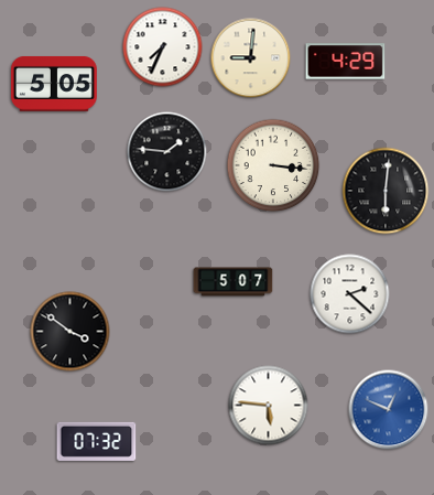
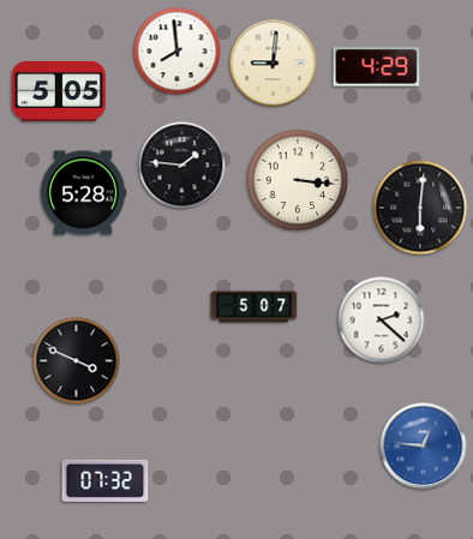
clock at (163, 47): 7:34 -> 7:59
clock at (83, 193): none -> 5:28
clock at (70, 332): 3:51 -> 3:49
clock at (269, 406): 5:46 -> none
clock at (389, 410): 12:49 -> 12:46
